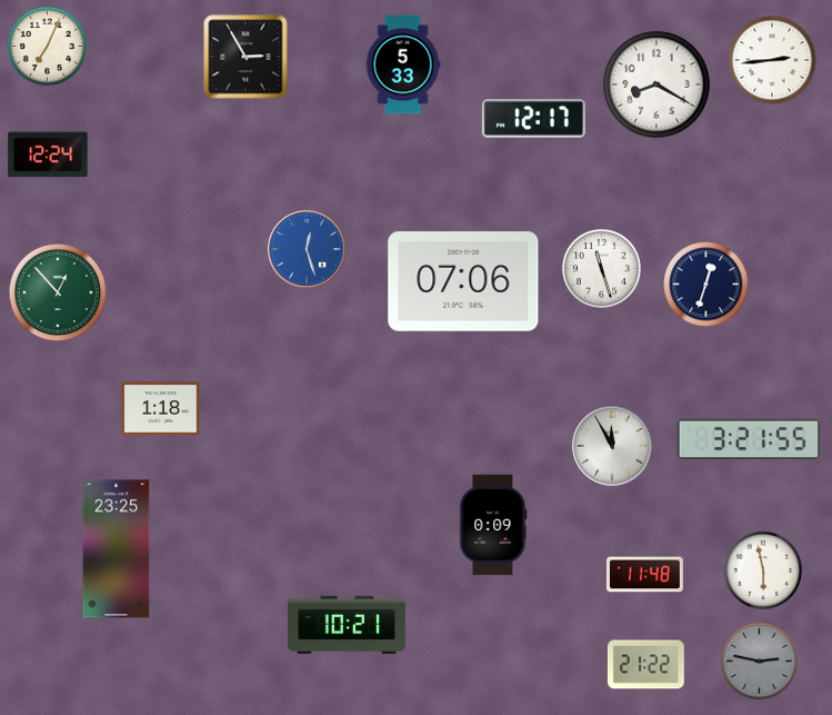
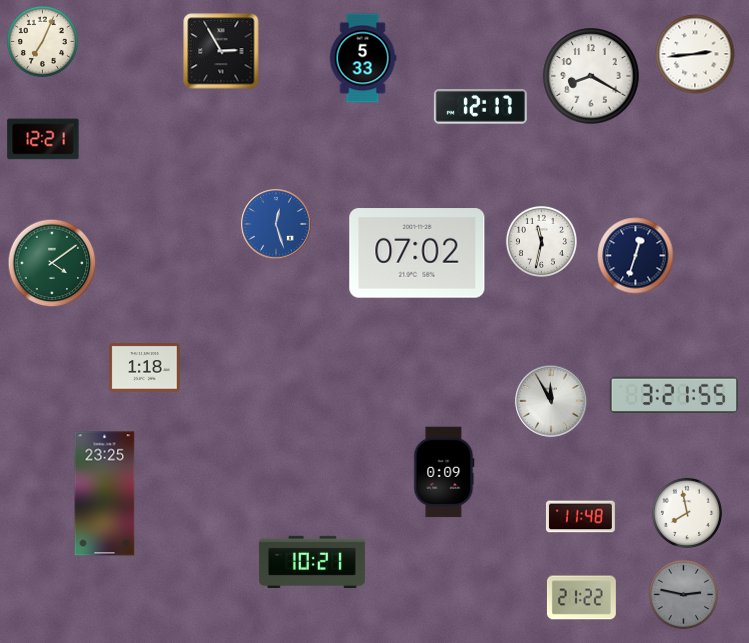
clock at (48, 155): 12:24 -> 12:21
clock at (601, 268): 11:27 -> 11:32
clock at (463, 281): 07:06 -> 07:02
clock at (58, 292): 12:53 -> 4:09
clock at (763, 570): 5:58 -> 7:58
